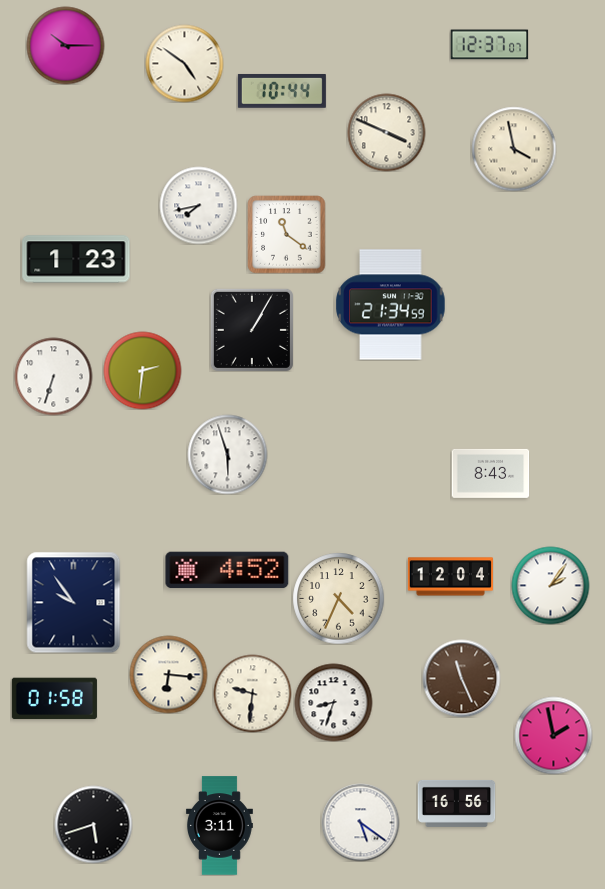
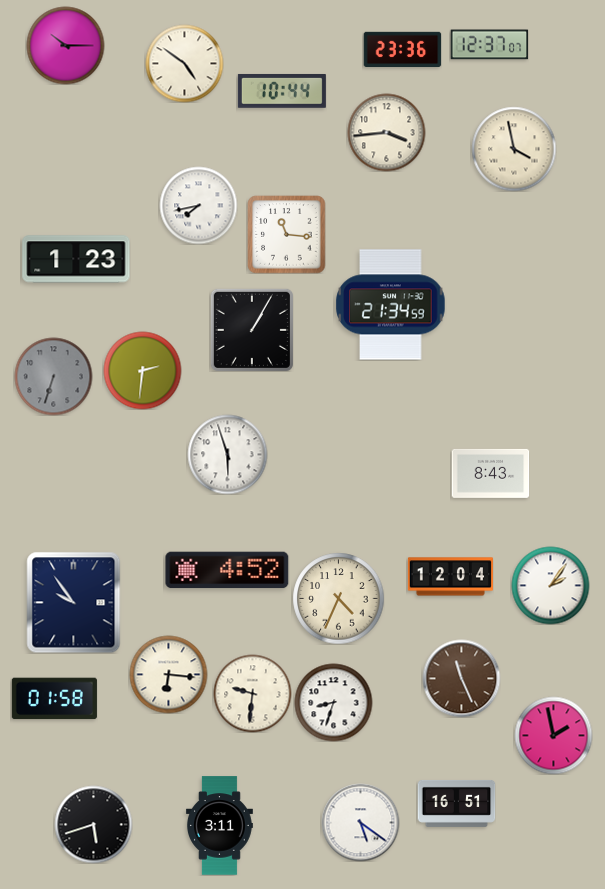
clock at (402, 50): none -> 23:36
clock at (386, 132): 3:49 -> 3:44
clock at (286, 234): 11:21 -> 11:16
clock at (53, 376) dial: white -> grey
clock at (456, 803): 16:56 -> 16:51
